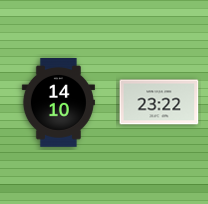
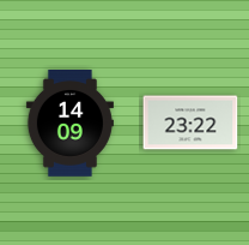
clock at (58, 103): 14:10 -> 14:09
